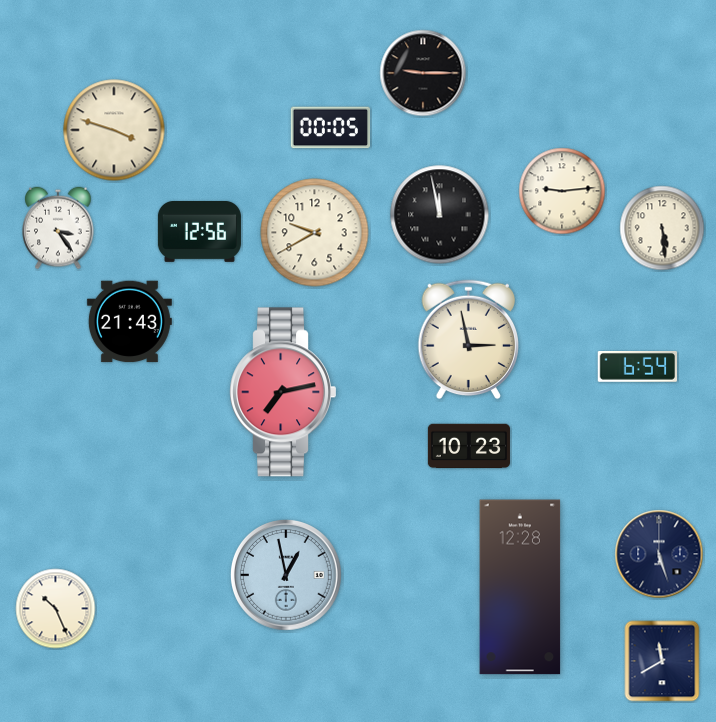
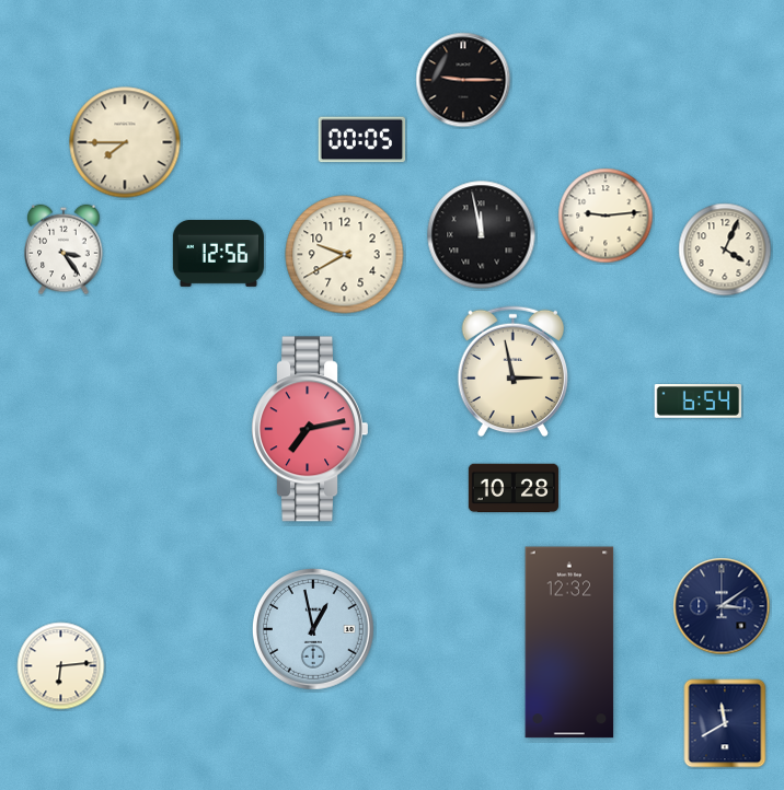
clock at (114, 130): 3:48 -> 7:45
clock at (562, 191) position: (562, 191) -> (606, 216)
clock at (662, 228): 5:29 -> 4:04
clock at (129, 322): 21:43 -> none
clock at (469, 446): 10:23 -> 10:28
clock at (659, 554): 5:27 -> 3:09
clock at (520, 587): 12:28 -> 12:32
clock at (56, 609): 10:26 -> 6:14
